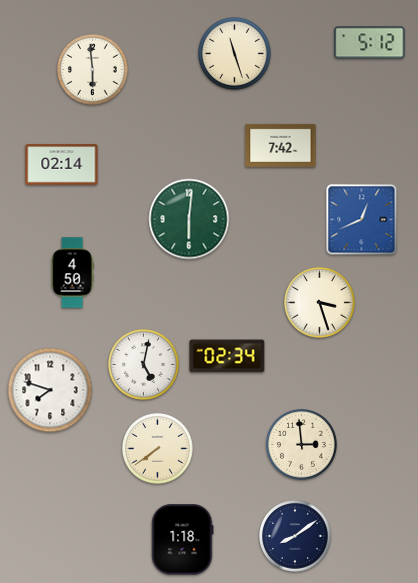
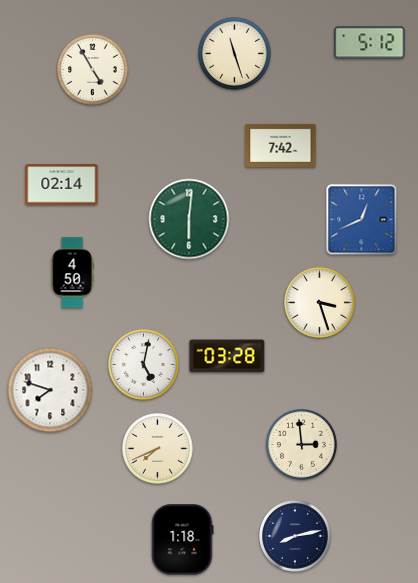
clock at (93, 70): 5:59 -> 4:55
clock at (62, 165) position: (62, 165) -> (62, 185)
clock at (227, 356): 02:34 -> 03:28
clock at (158, 449): 7:39 -> 7:41
clock at (295, 536): 8:09 -> 8:13
